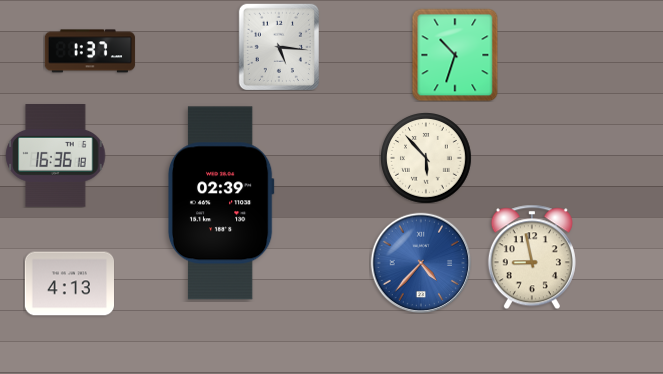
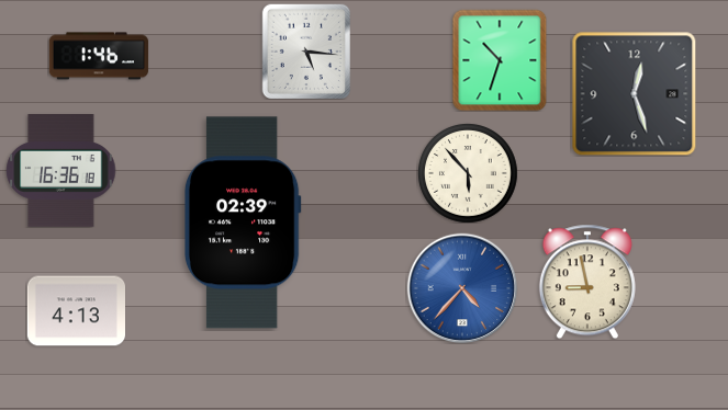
clock at (90, 51): 1:37 -> 1:46
clock at (634, 93): none -> 12:27
clock at (532, 257) position: (532, 257) -> (587, 282)
